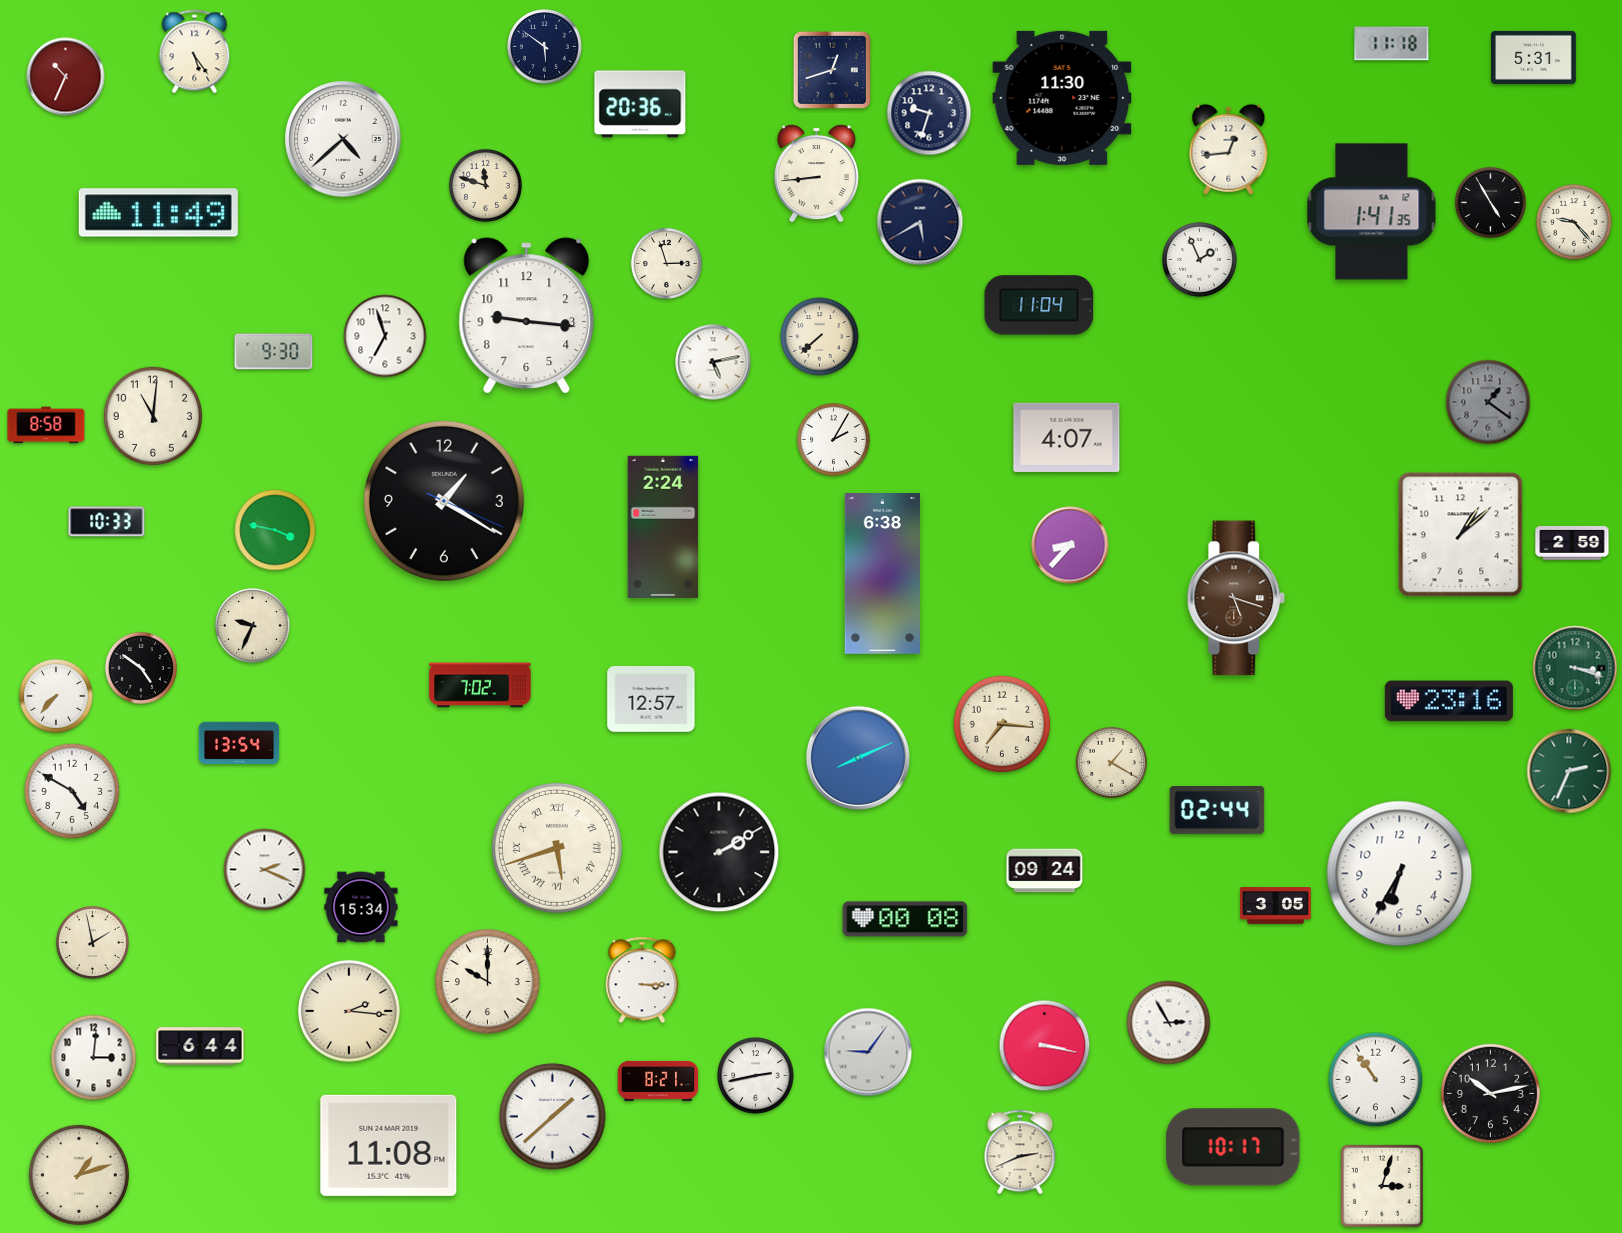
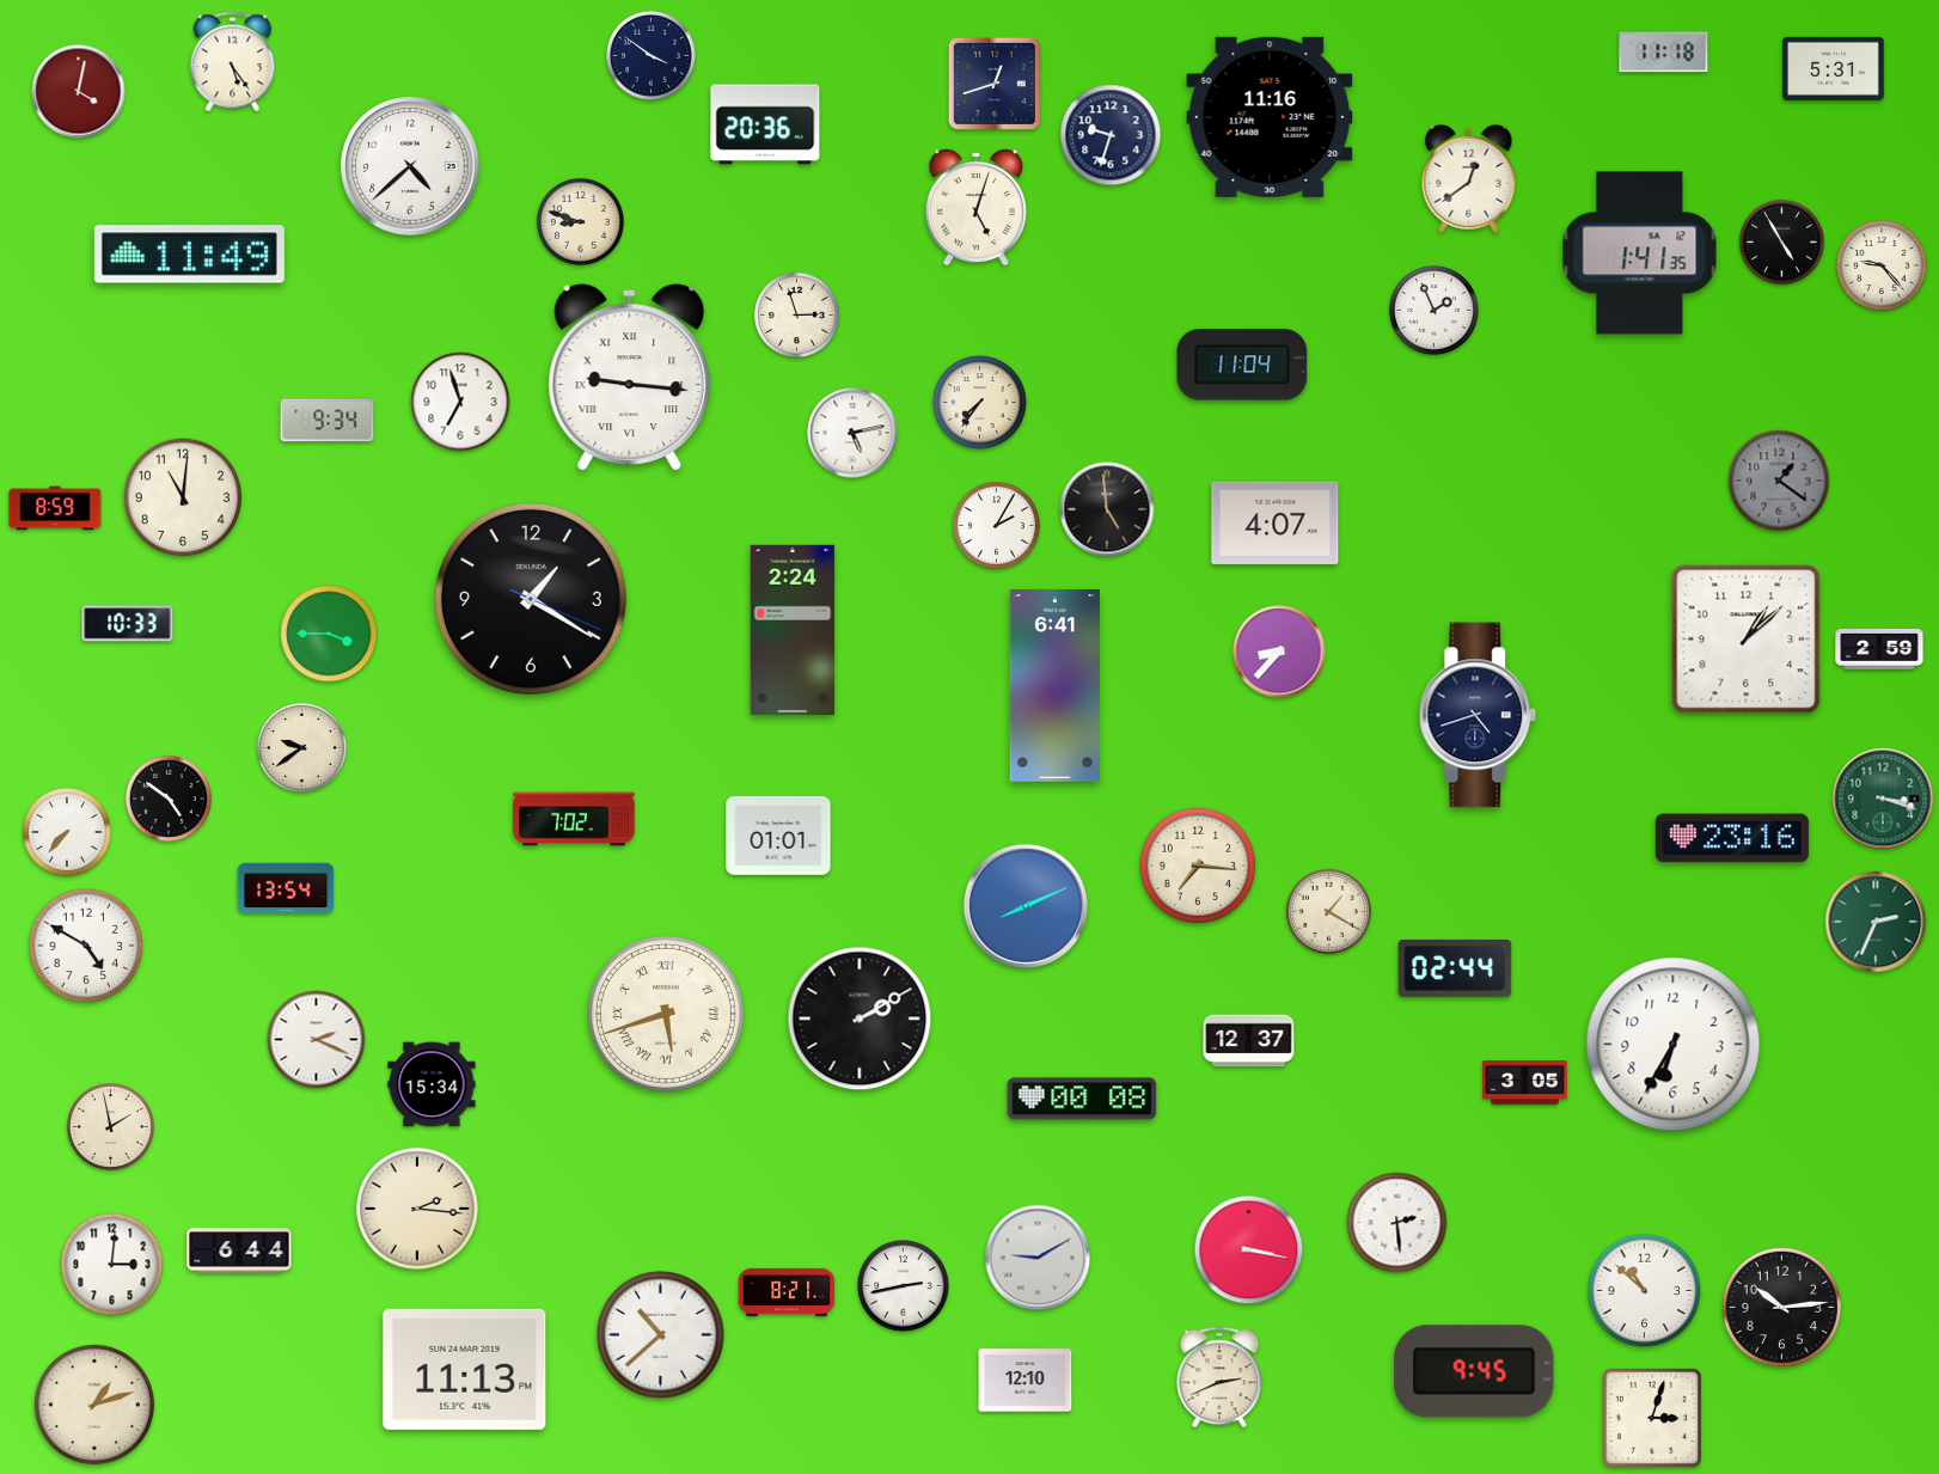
clock at (545, 47): 5:51 -> 3:51
clock at (66, 77): 10:34 -> 4:02
clock at (1062, 98): 11:30 -> 11:16
clock at (1229, 149): 12:44 -> 12:39
clock at (816, 173): 8:44 -> 5:03
clock at (485, 185): 11:48 -> 8:48
clock at (920, 222): 5:40 -> none
clock at (527, 316) numerals: Arabic -> Roman
clock at (820, 337): 7:38 -> 7:36
clock at (274, 352): 9:30 -> 9:34
clock at (46, 425): 8:58 -> 8:59
clock at (1107, 509): none -> 4:59
clock at (275, 530): 3:47 -> 3:45
clock at (882, 574): 6:38 -> 6:41
clock at (1236, 598): 5:18 -> 4:42
clock at (1236, 598) dial: brown -> navy
clock at (253, 626): 9:34 -> 9:39
clock at (651, 700): 12:57 -> 01:01
clock at (1045, 871): 09:24 -> 12:37
clock at (642, 980): 3:15 -> none
clock at (488, 982): 10:00 -> none
clock at (1169, 1023): 2:55 -> 2:29
clock at (868, 1052): 9:06 -> 9:10
clock at (1376, 1080): 10:54 -> 10:52
clock at (1490, 1093): 10:13 -> 10:14
clock at (553, 1117): 1:38 -> 10:38
clock at (389, 1145): 11:08 -> 11:13
clock at (1233, 1147): 10:17 -> 9:45
clock at (1026, 1381): none -> 12:10
